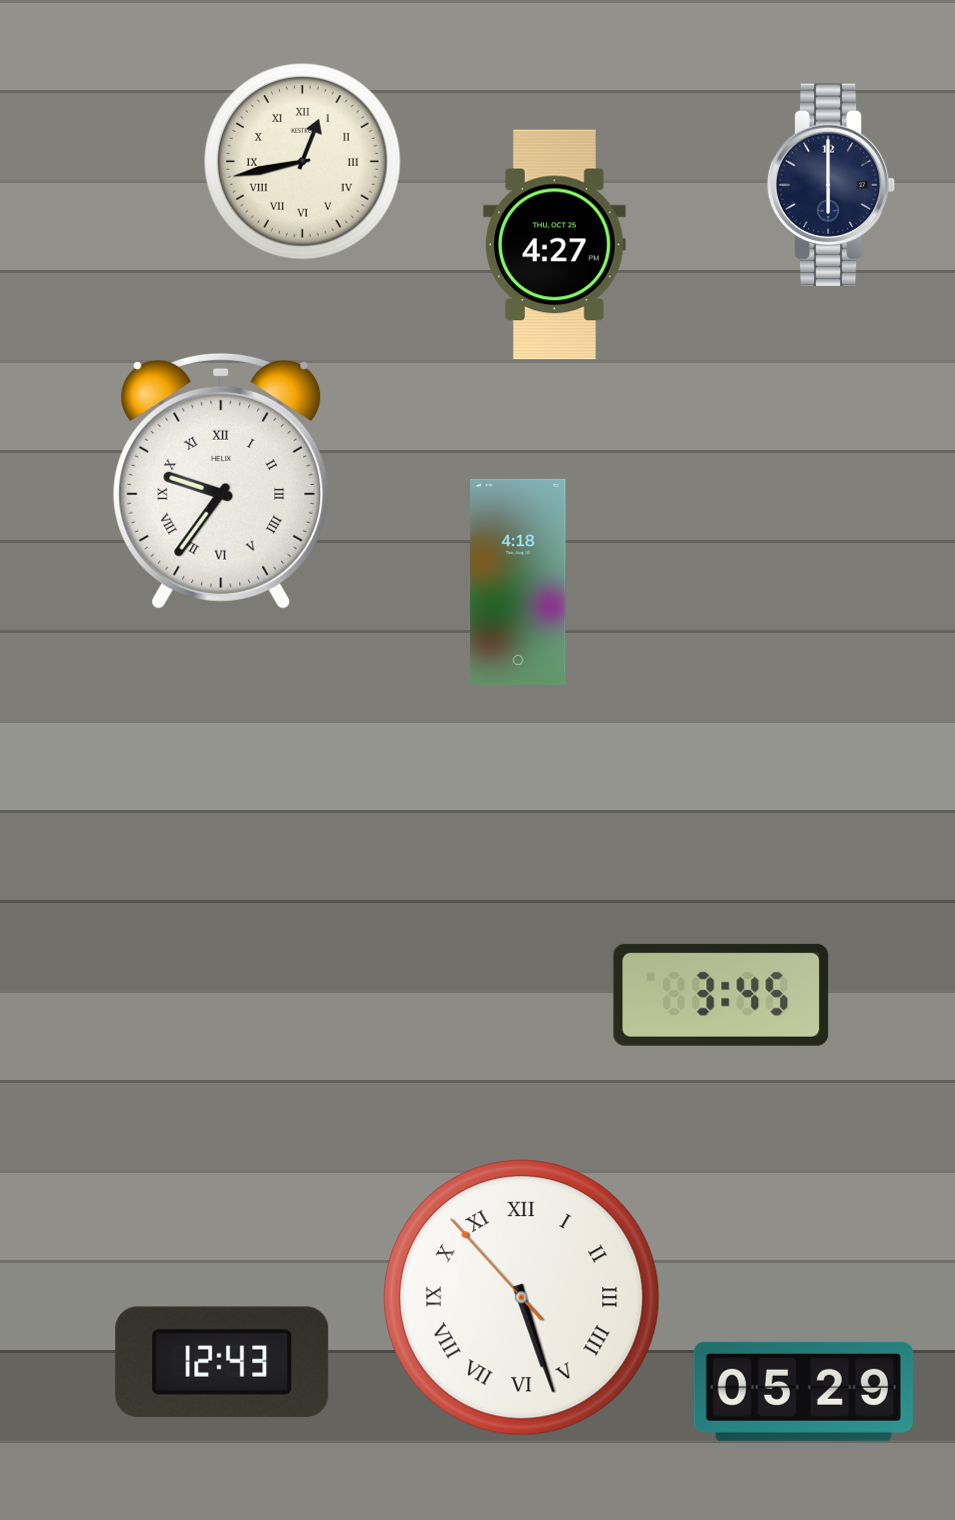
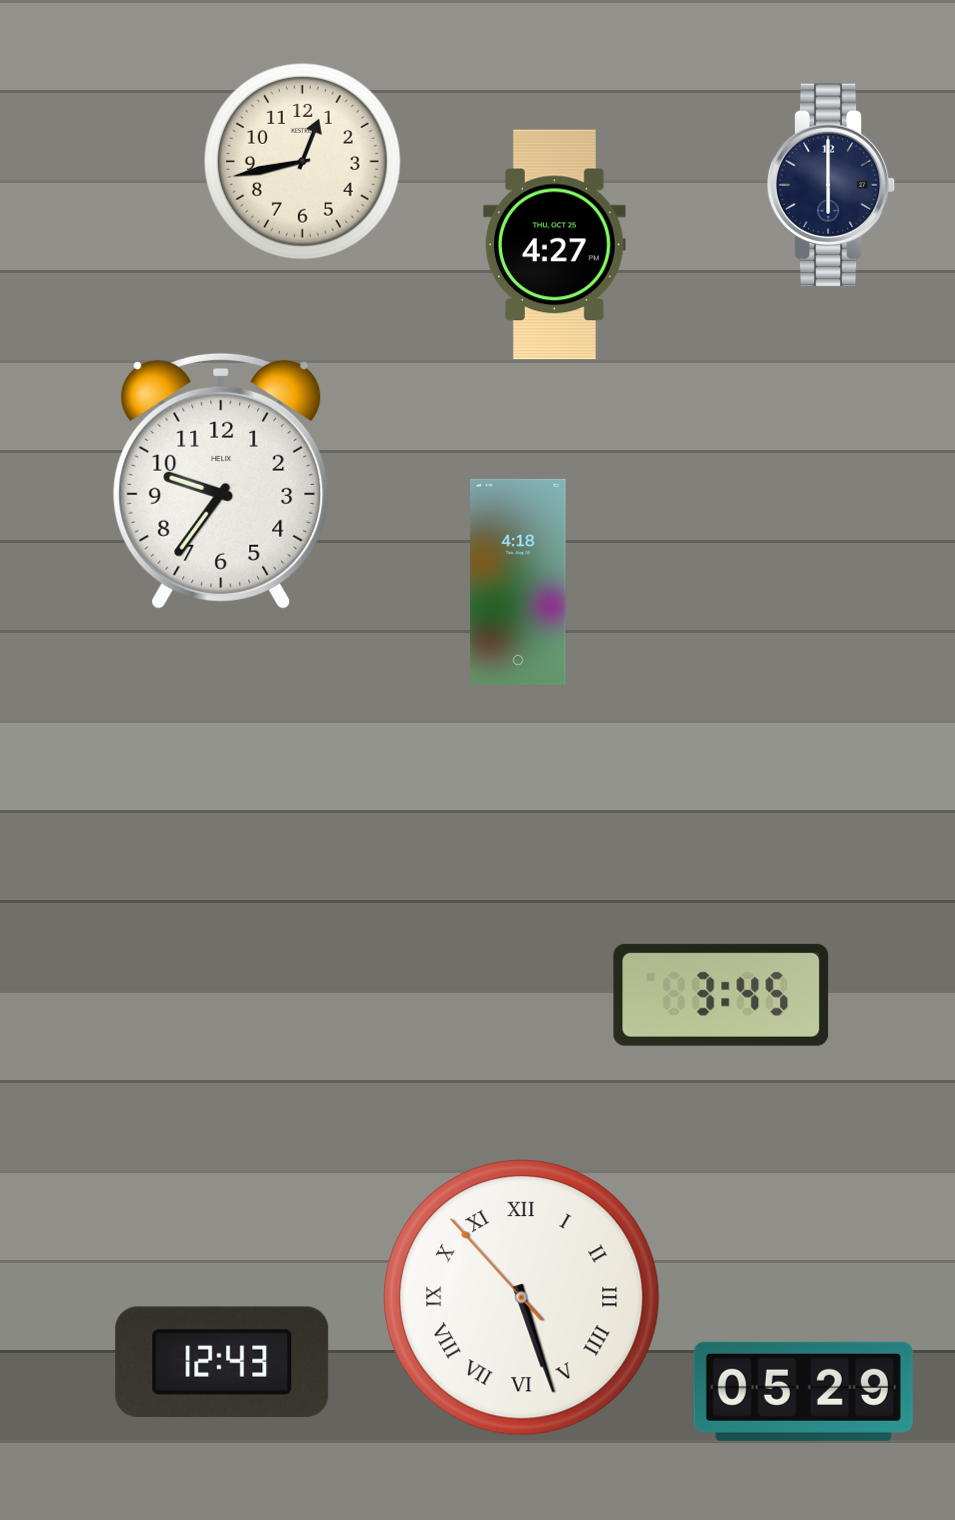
clock at (303, 162) numerals: Roman -> Arabic
clock at (221, 481) numerals: Roman -> Arabic
